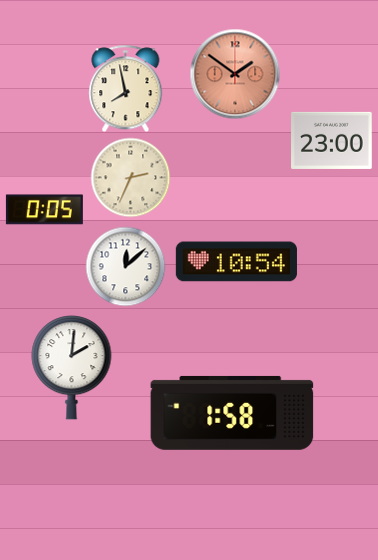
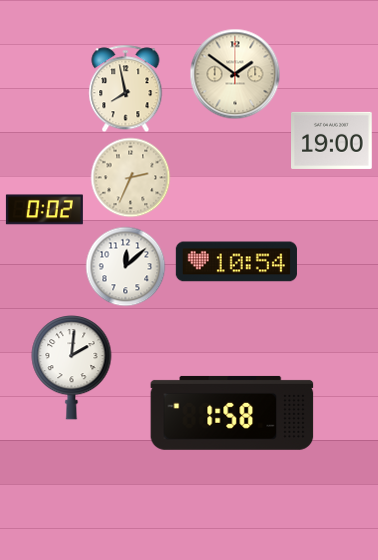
clock at (235, 74) dial: salmon -> cream
clock at (332, 140): 23:00 -> 19:00
clock at (44, 210): 0:05 -> 0:02
